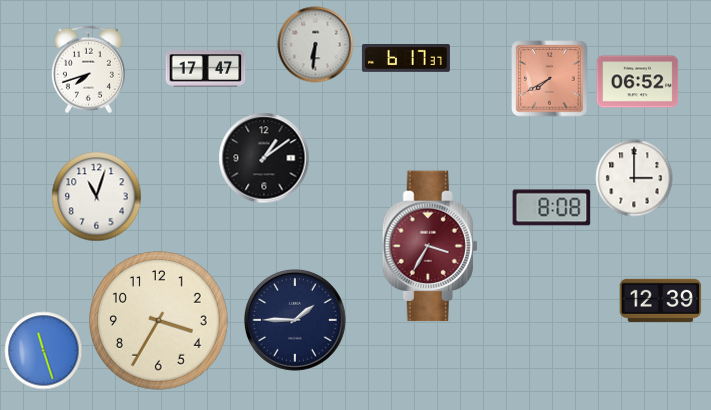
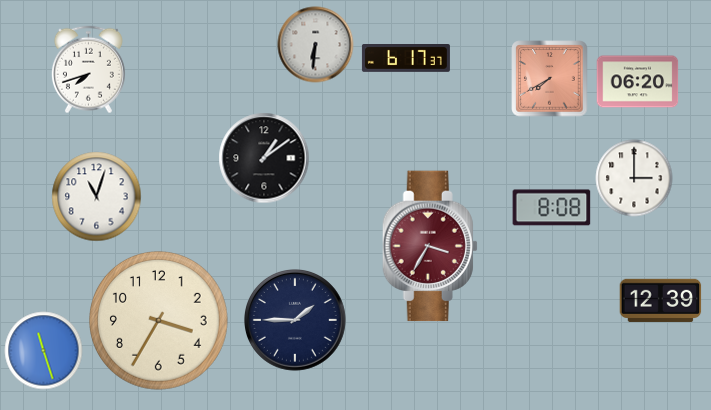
clock at (206, 69): 17:47 -> none
clock at (638, 82): 06:52 -> 06:20
